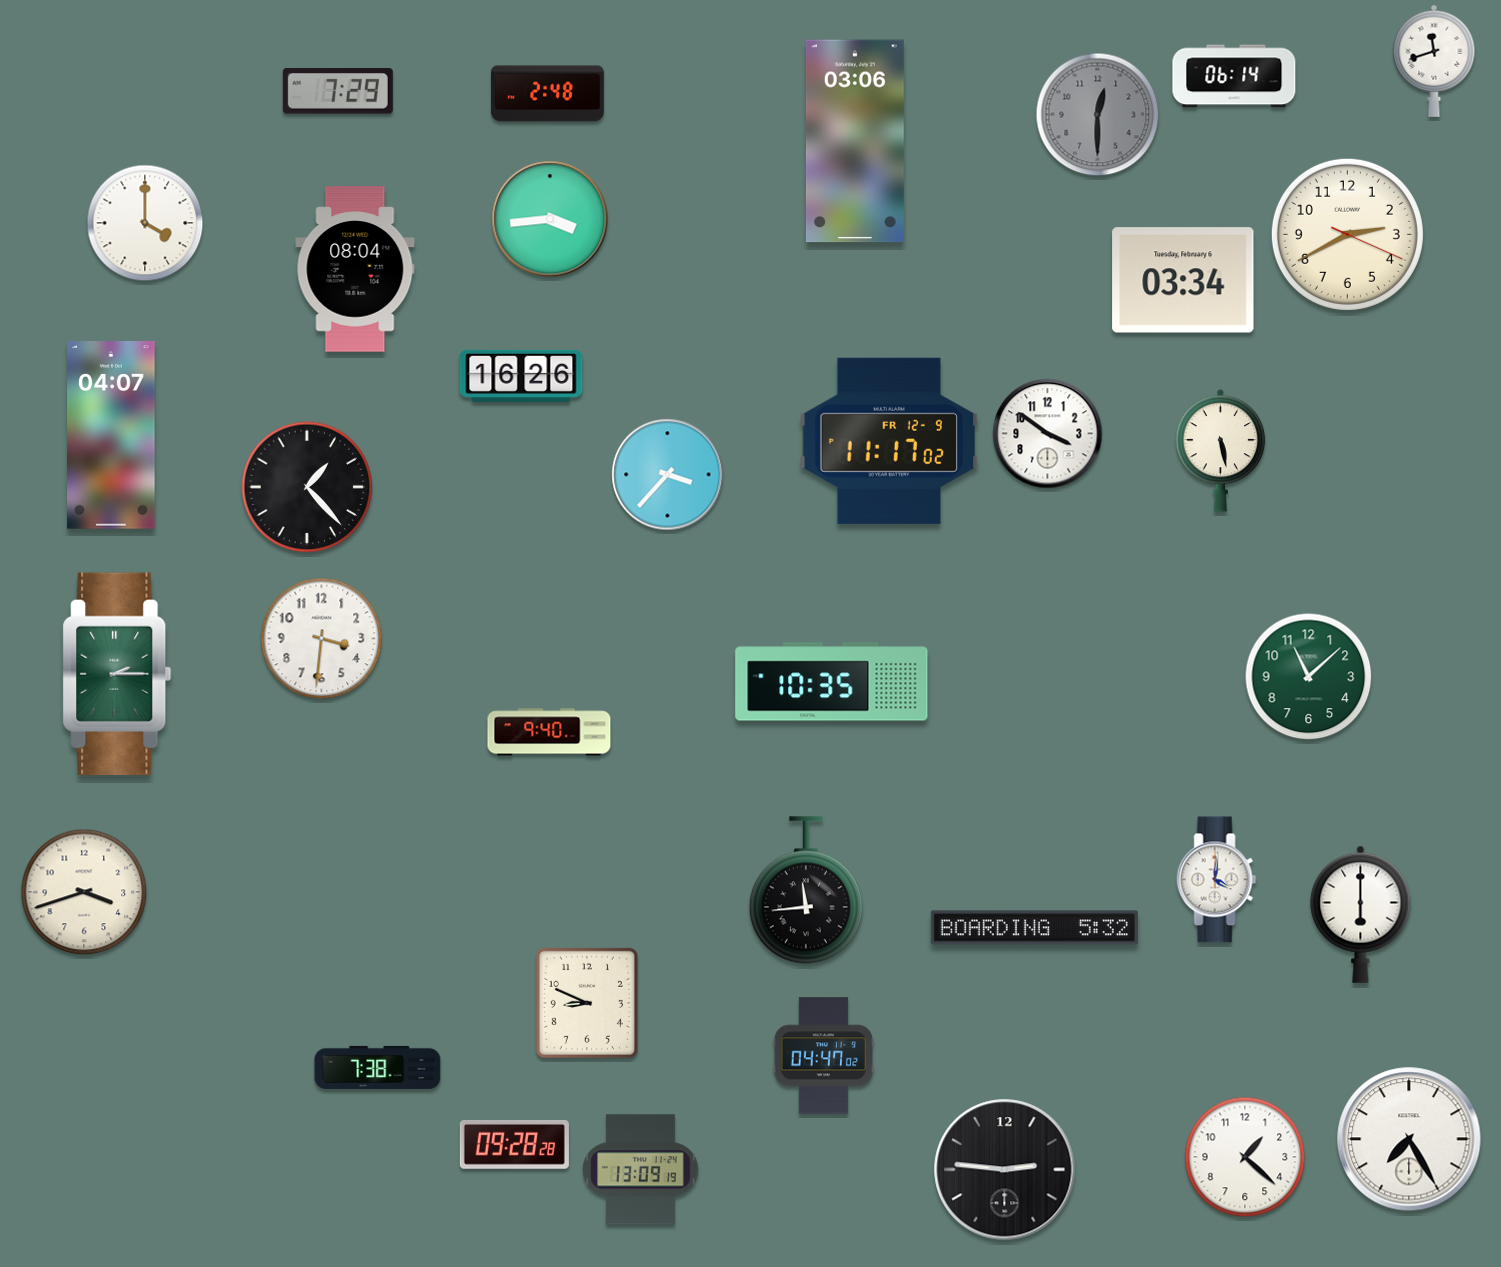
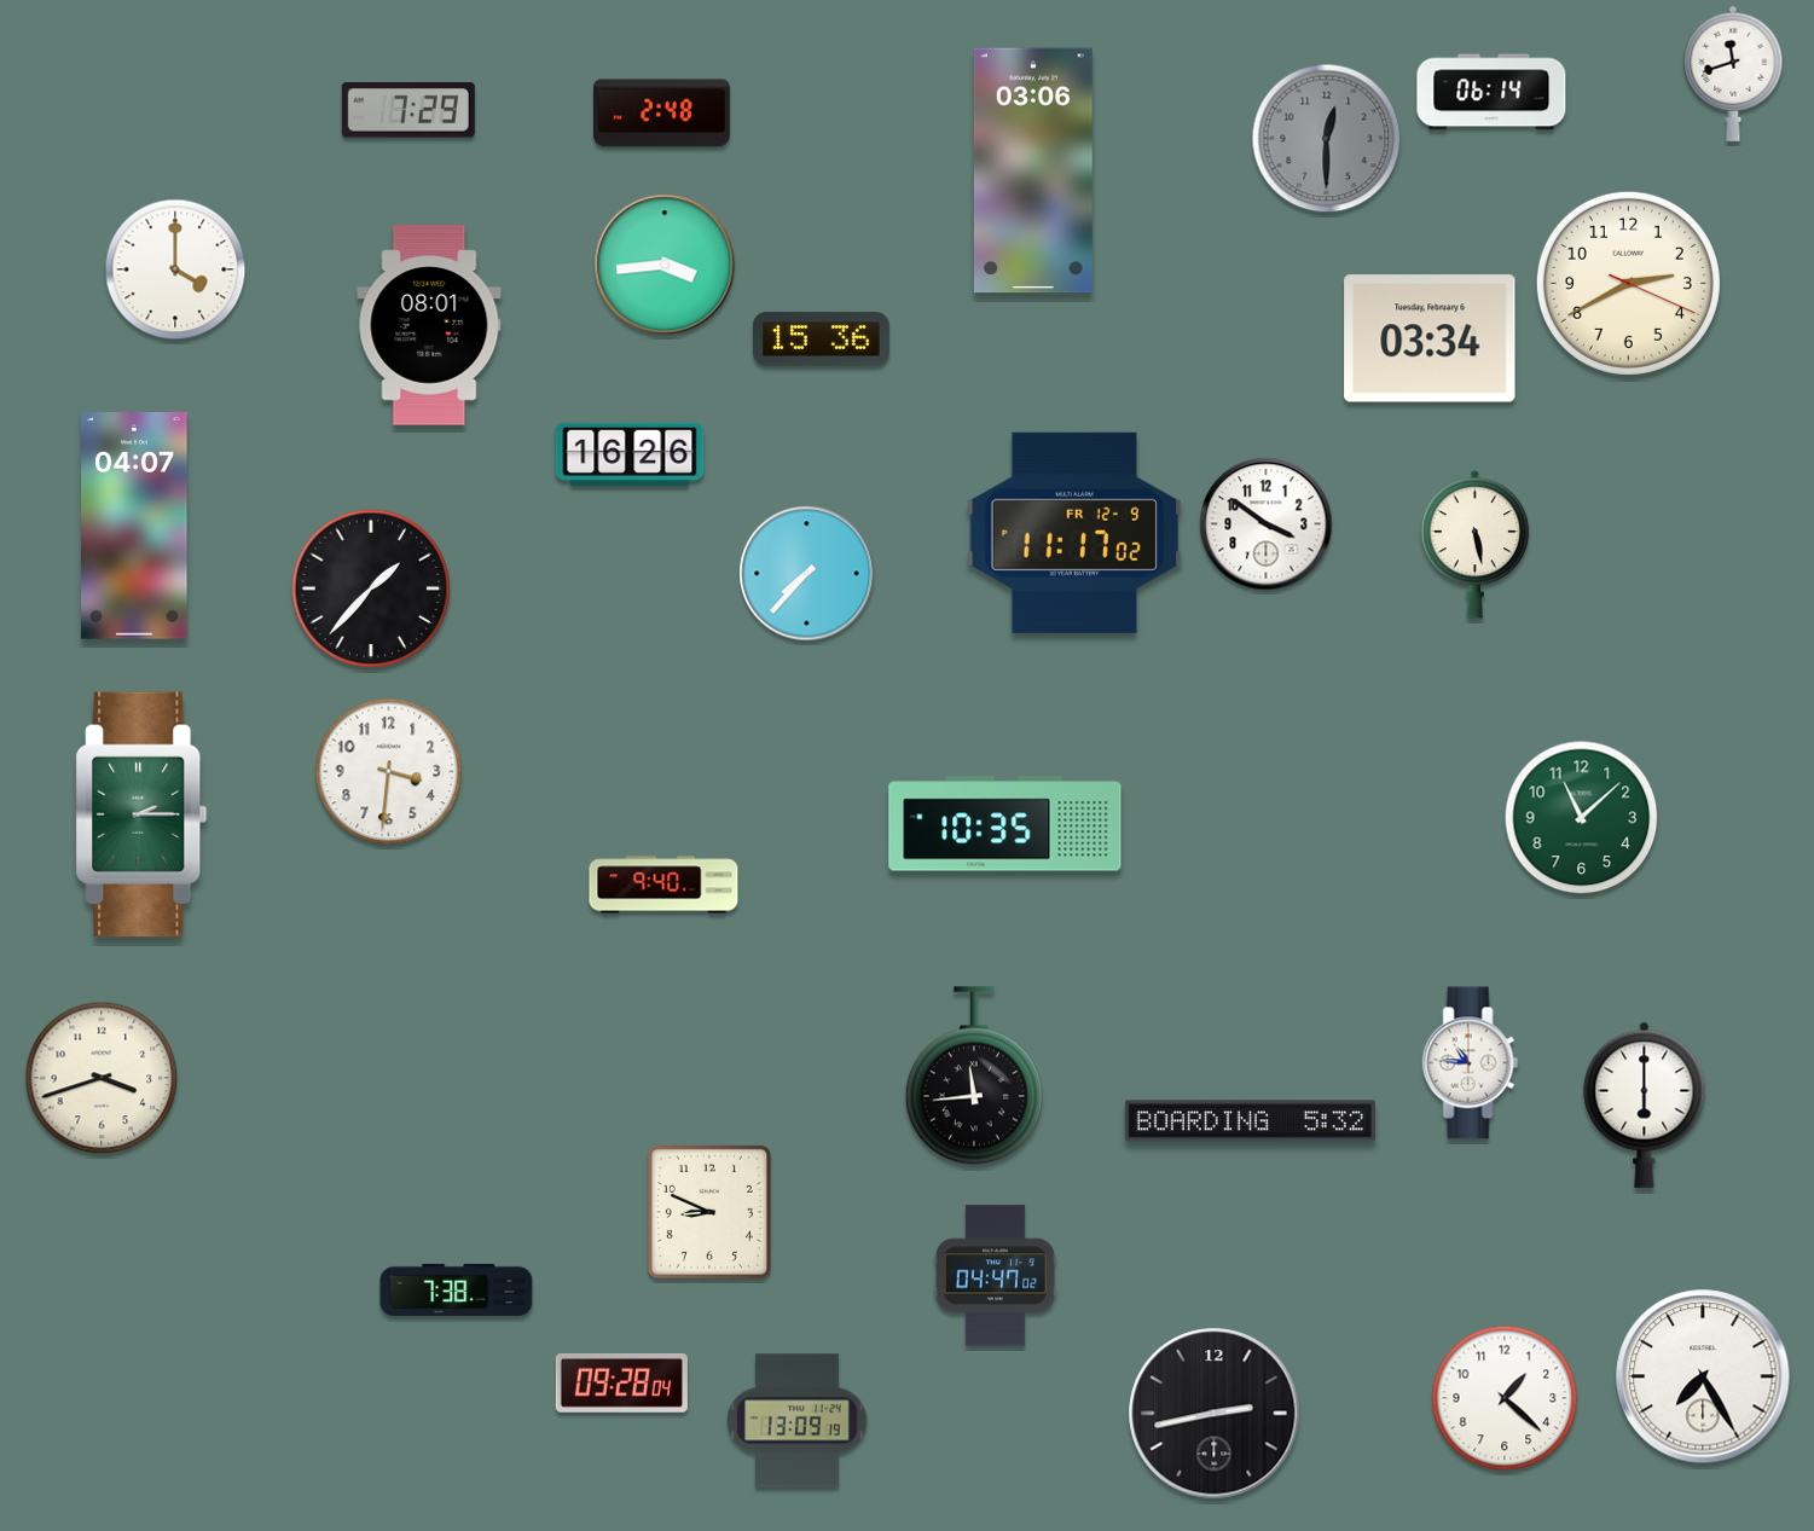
clock at (355, 269): 08:04 -> 08:01
clock at (821, 340): none -> 15:36
clock at (668, 475): 3:37 -> 7:37
clock at (307, 487): 1:23 -> 1:37
clock at (1217, 880): 4:01 -> 10:46
clock at (514, 1144): 09:28:28 -> 09:28:04
clock at (641, 1170) position: (641, 1170) -> (798, 1421)
clock at (1005, 1170): 2:46 -> 2:43
